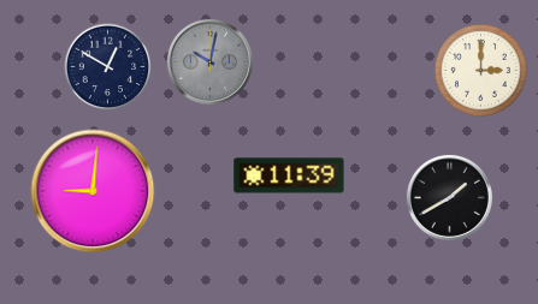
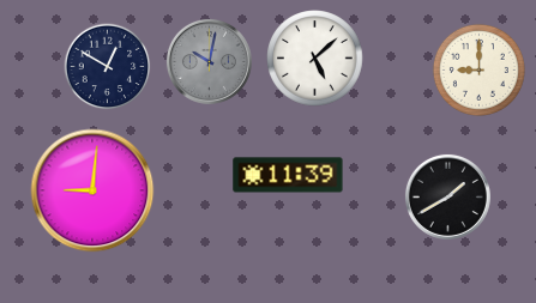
clock at (315, 59): none -> 5:08
clock at (480, 70): 3:00 -> 9:00
